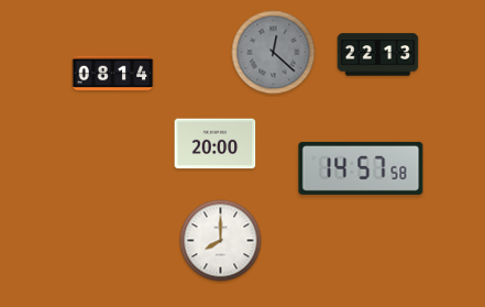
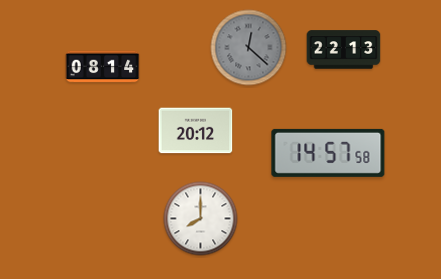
clock at (216, 144): 20:00 -> 20:12
